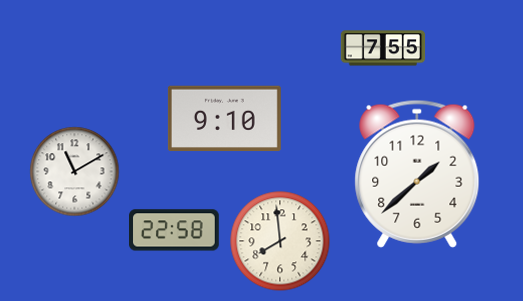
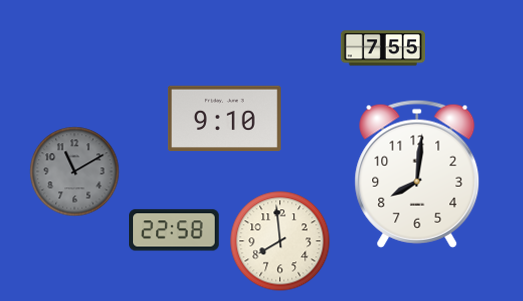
clock at (75, 172) dial: white -> grey
clock at (417, 174): 1:38 -> 8:01
